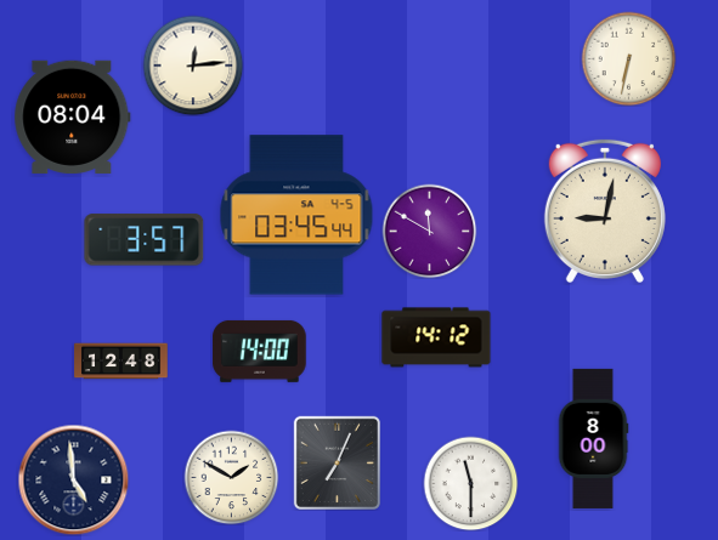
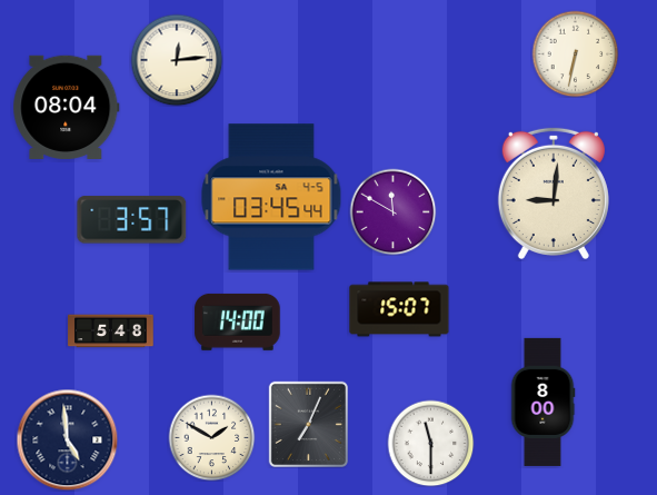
clock at (605, 210): 9:02 -> 9:01
clock at (436, 337): 14:12 -> 15:07
clock at (121, 362): 12:48 -> 5:48
